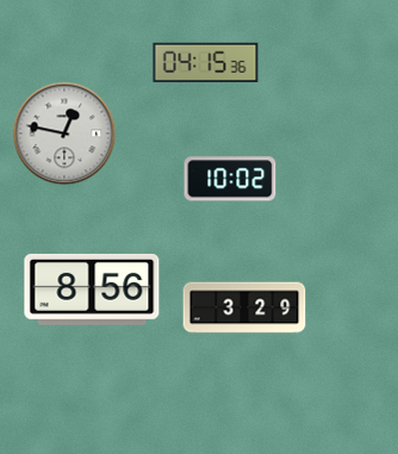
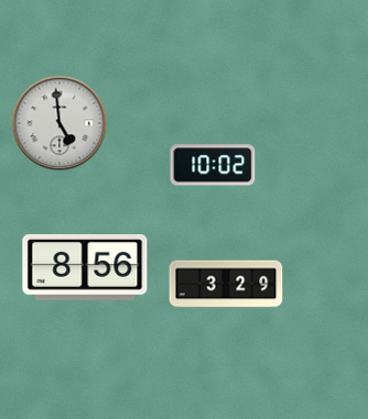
clock at (206, 62): 04:15 -> none
clock at (64, 133): 12:47 -> 4:59
